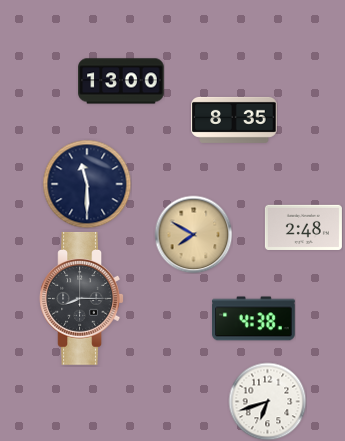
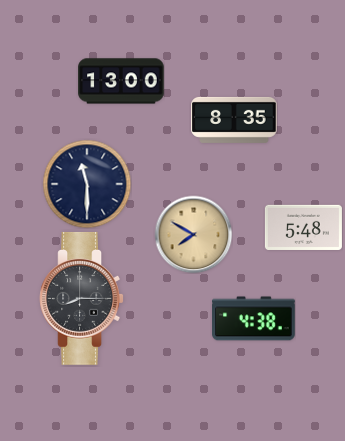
clock at (303, 227): 2:48 -> 5:48
clock at (267, 401): 6:42 -> none
